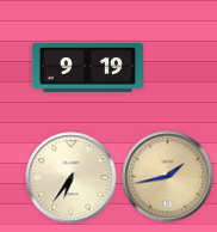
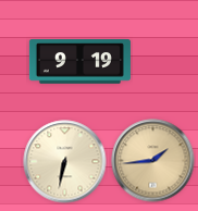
clock at (168, 177): 1:43 -> 1:44
clock at (72, 178): 6:36 -> 6:32
